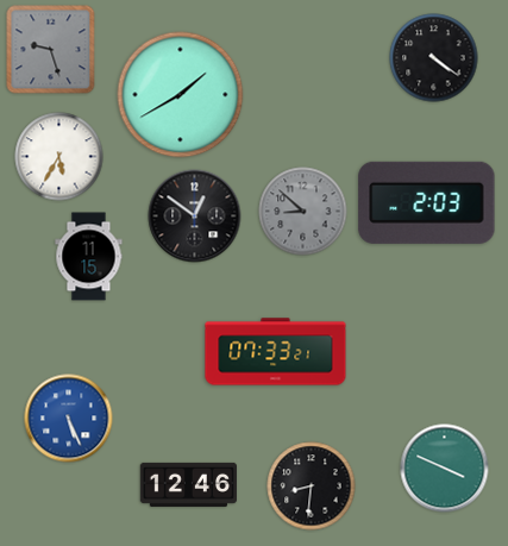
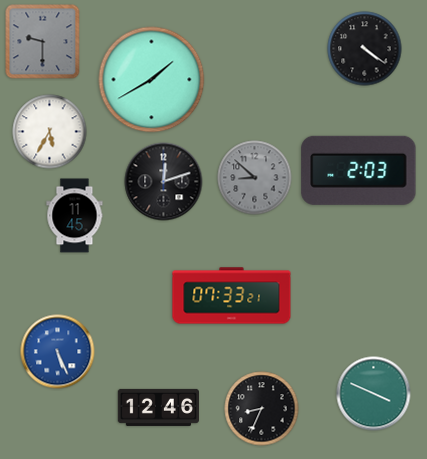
clock at (51, 50): 9:27 -> 9:30
clock at (195, 216): 12:51 -> 12:12
clock at (89, 257): 11:15 -> 11:45
clock at (312, 487): 8:31 -> 8:34
